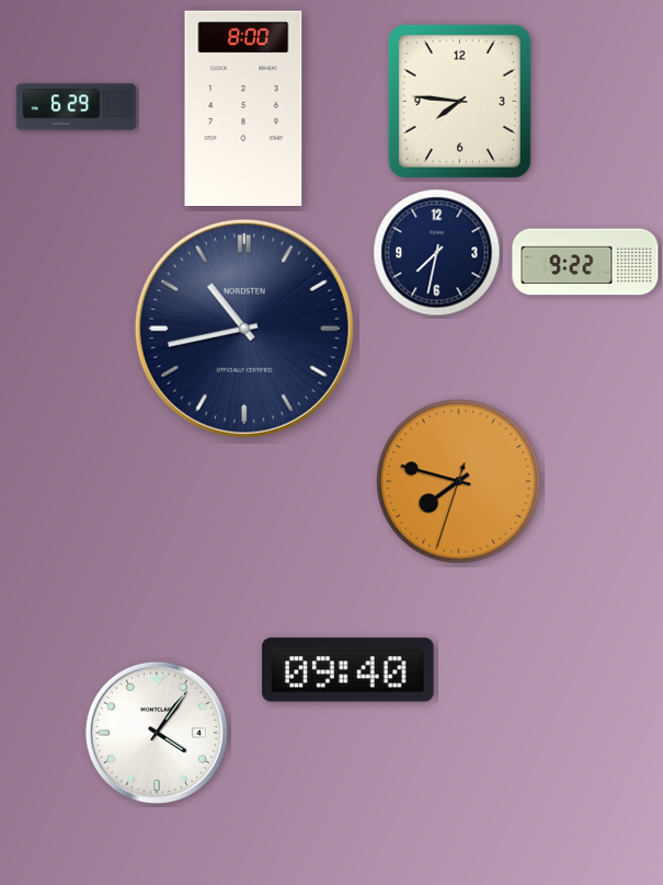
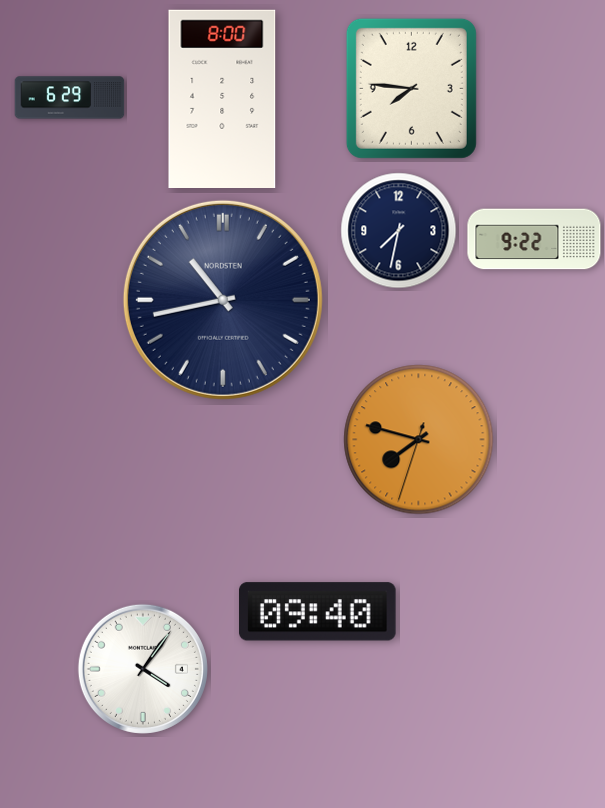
clock at (459, 101) position: (459, 101) -> (411, 88)
